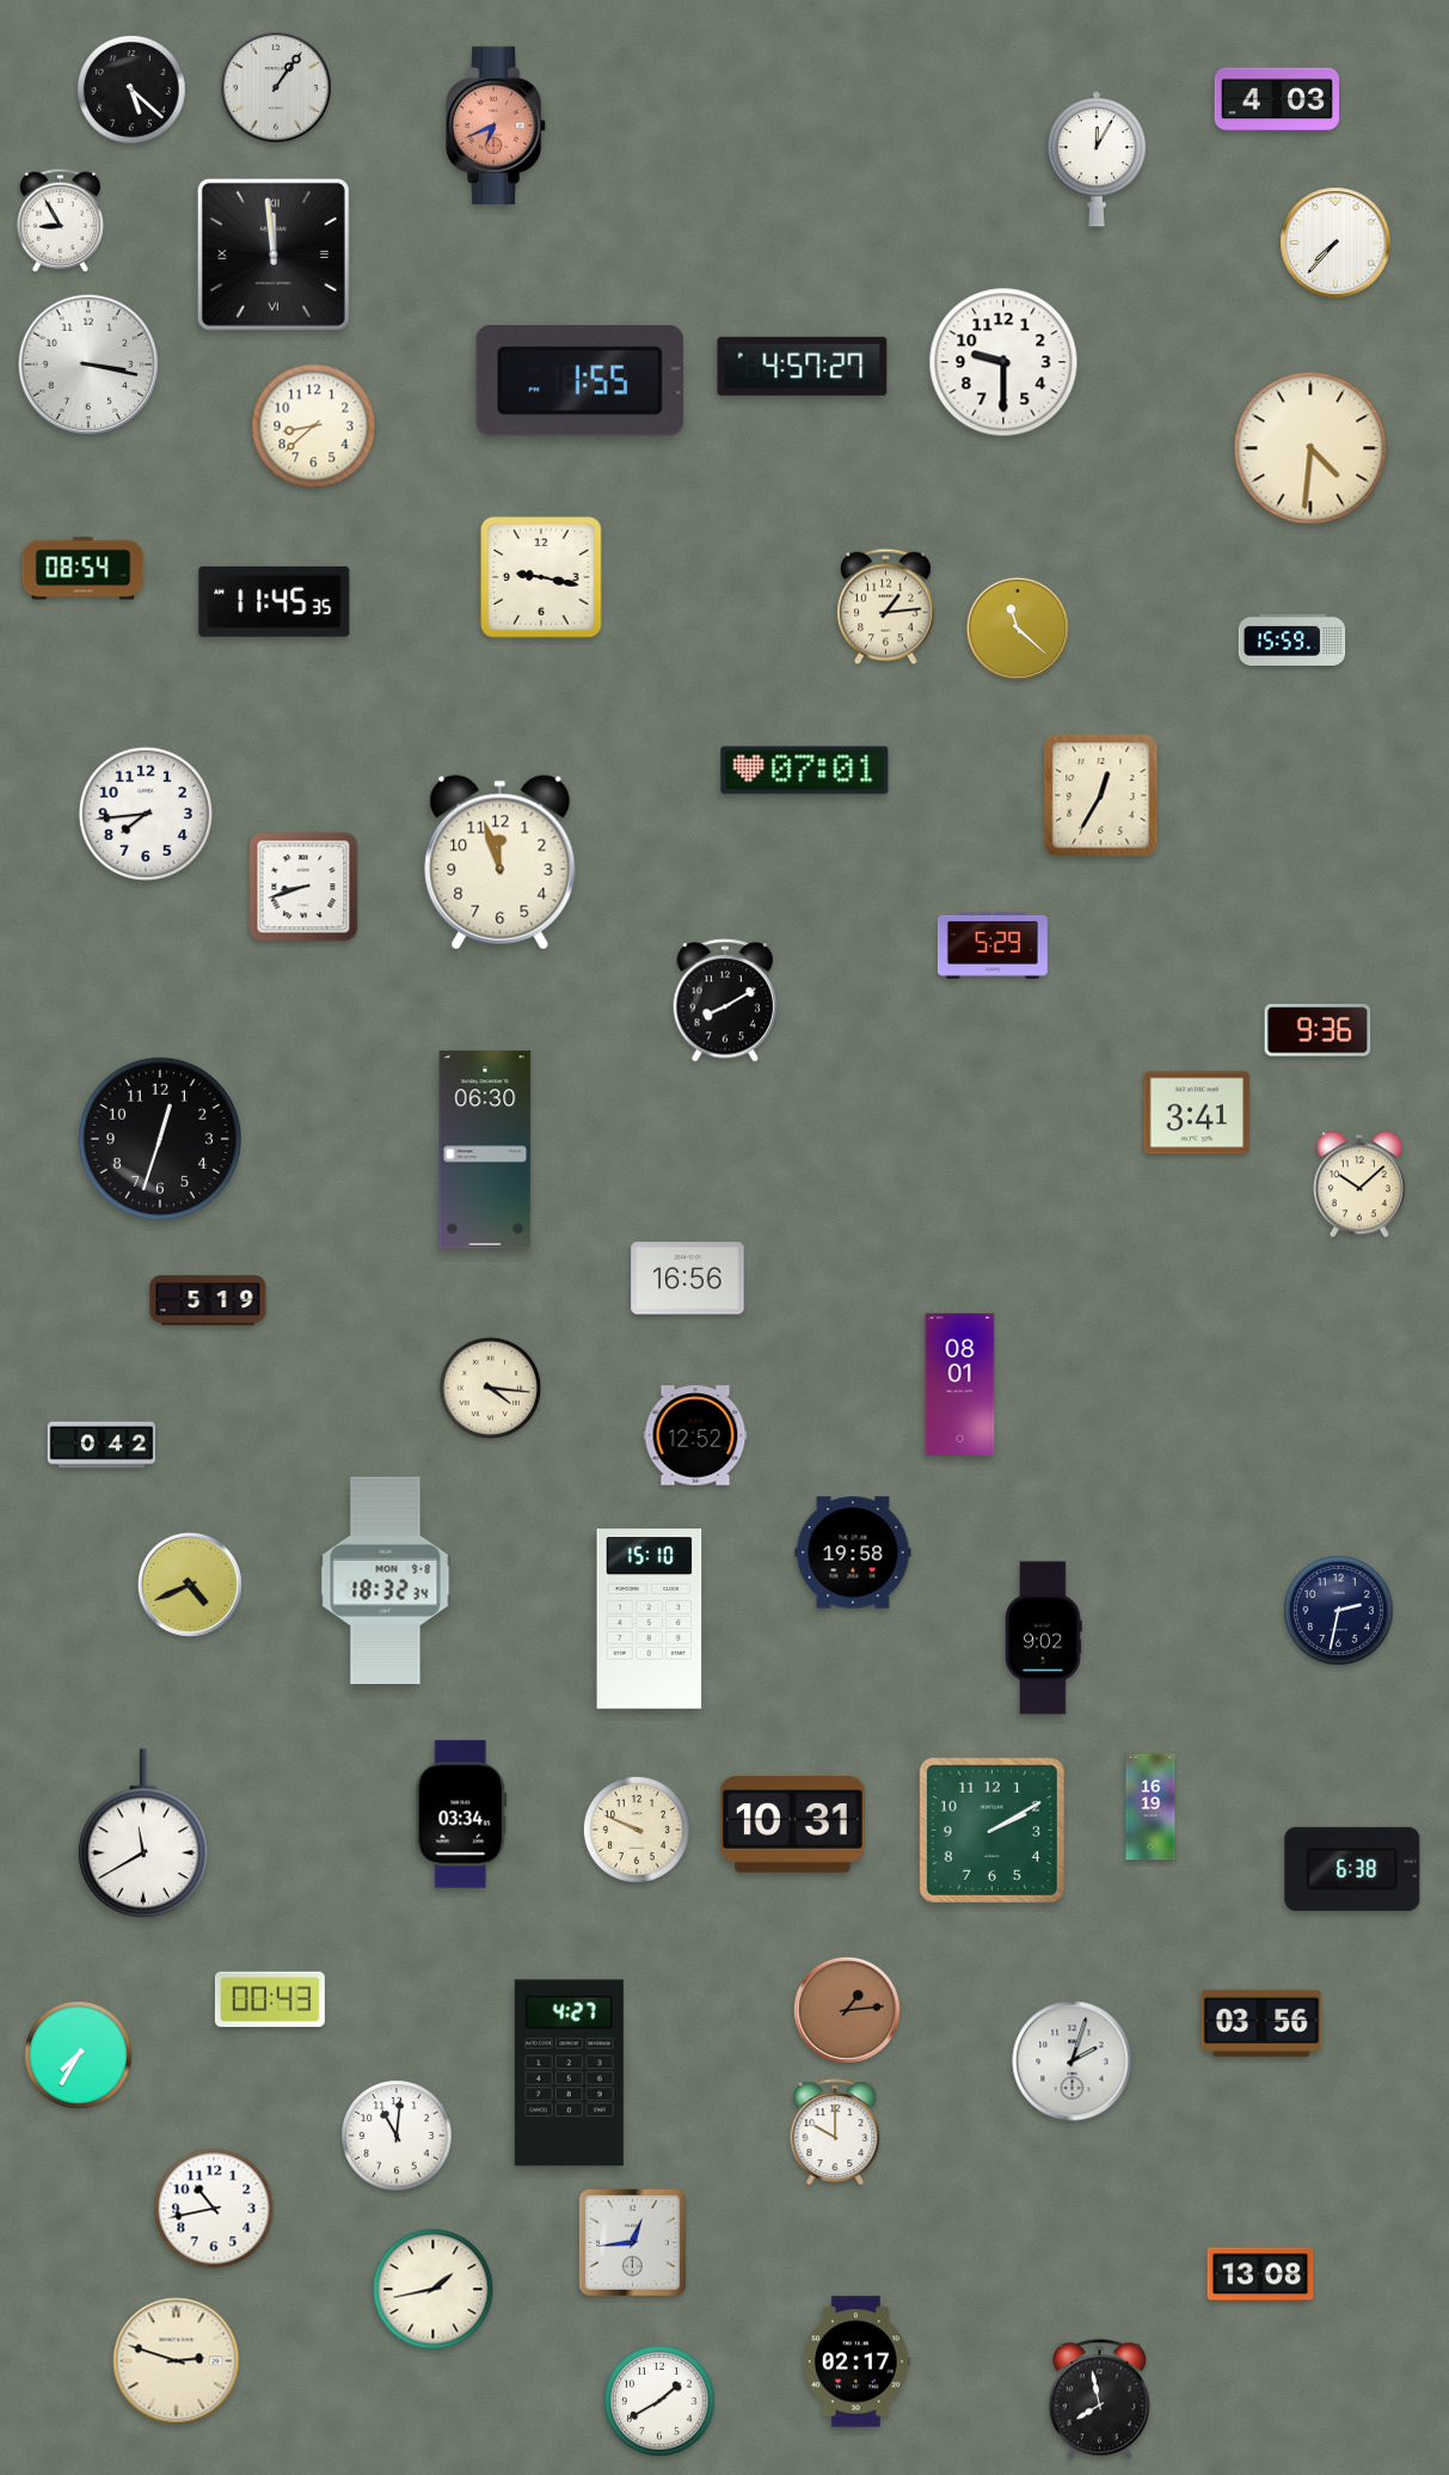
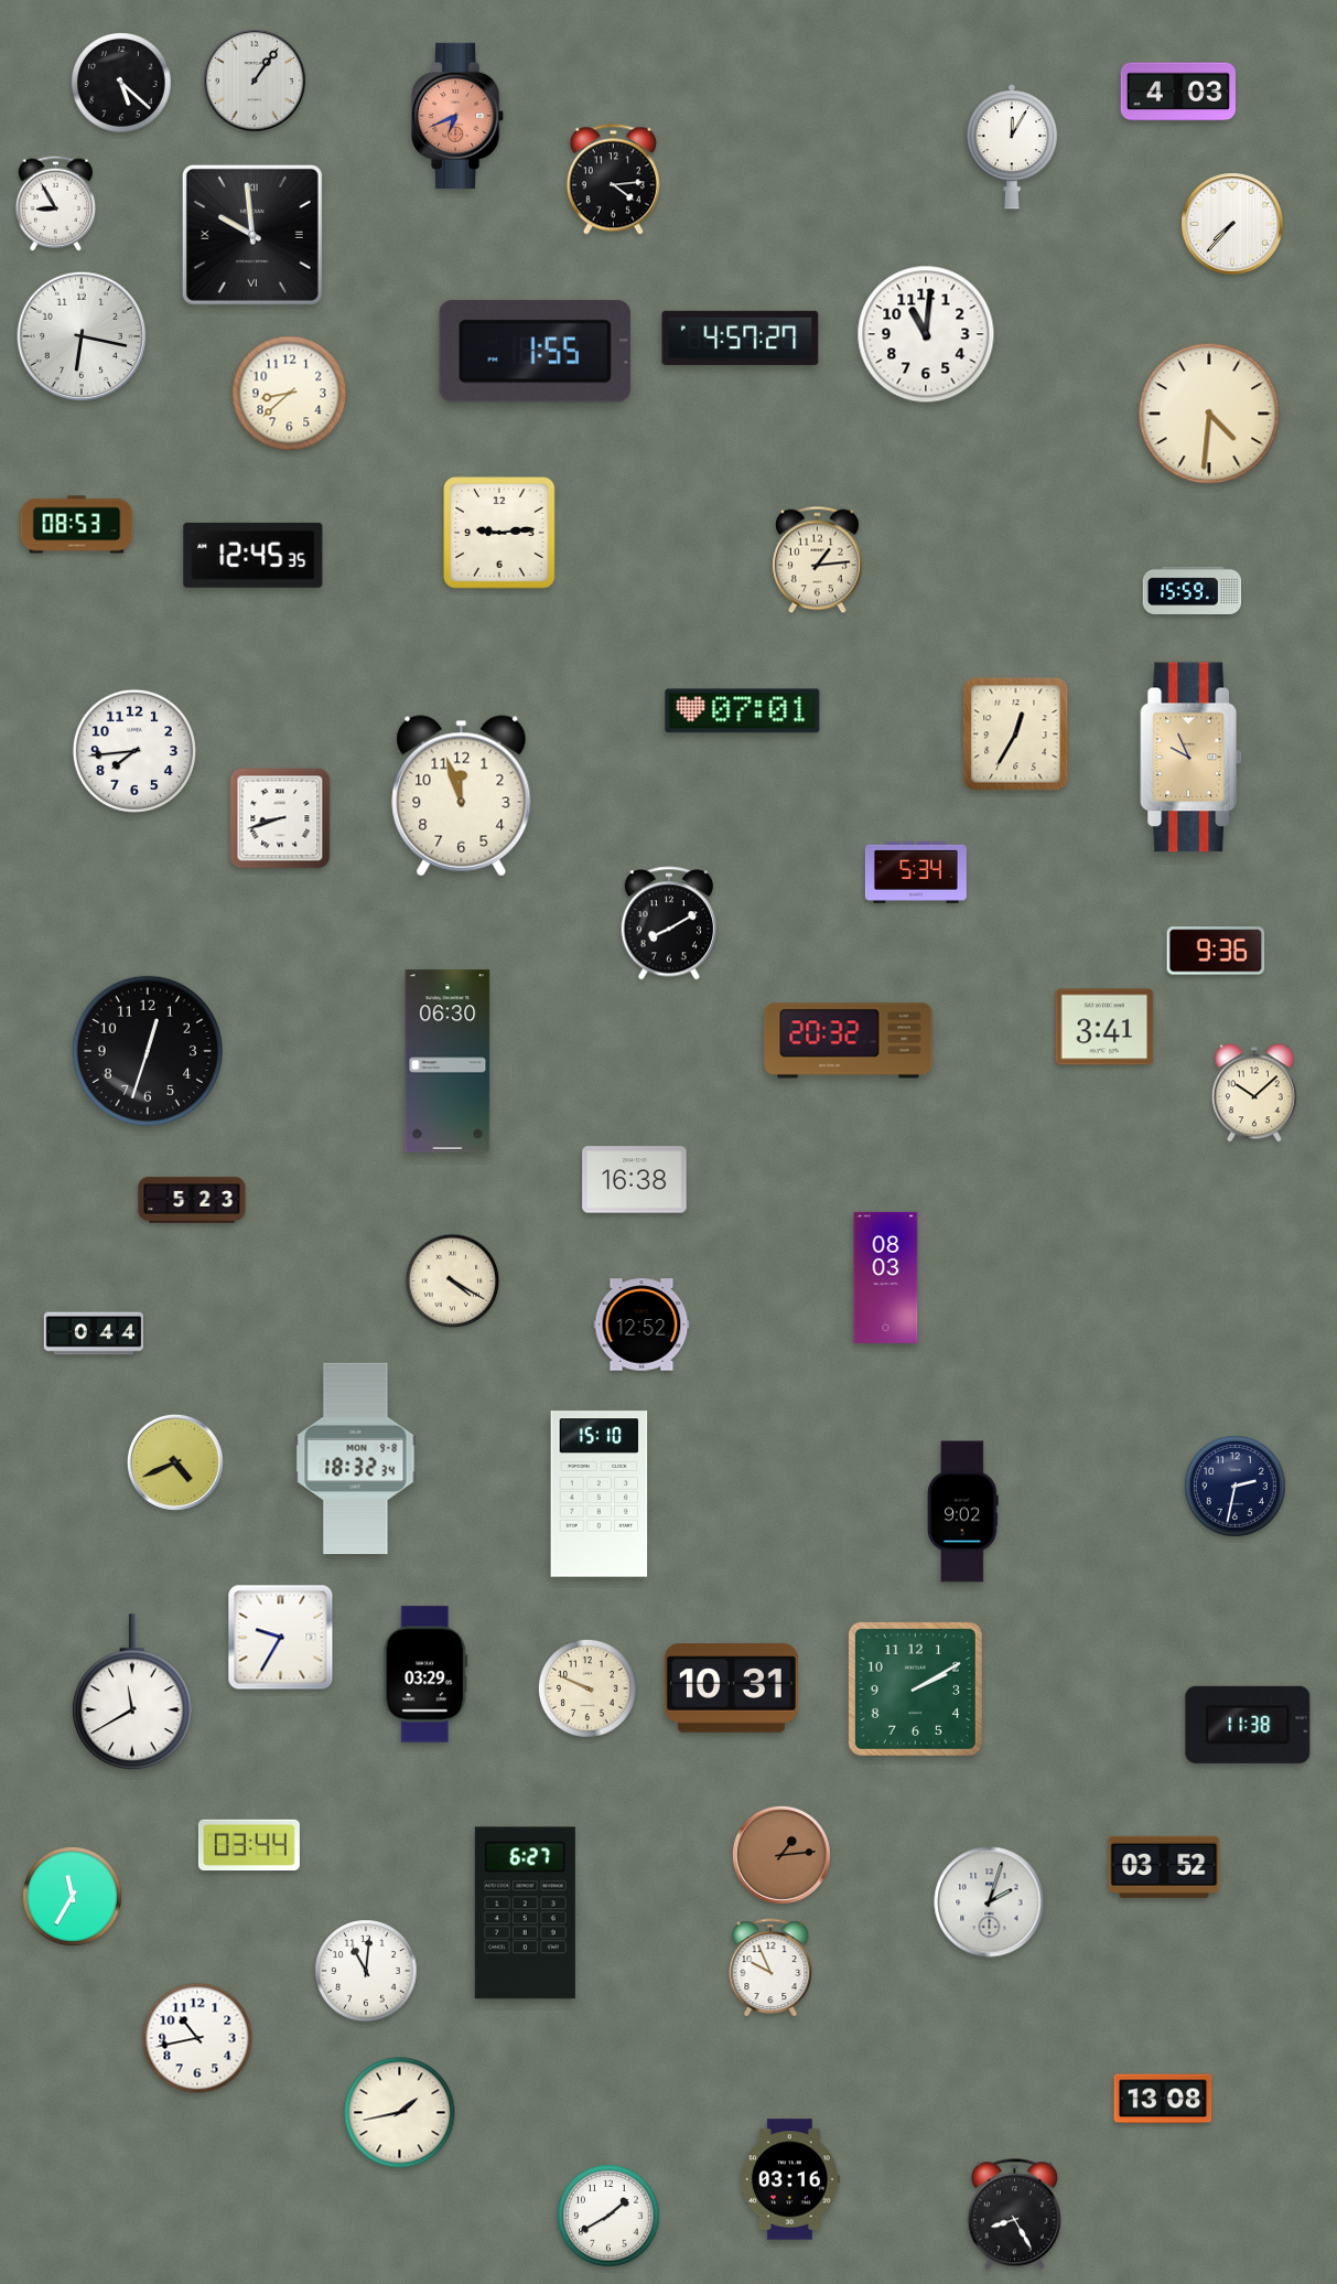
clock at (613, 180): none -> 4:14
clock at (274, 255): 11:59 -> 9:59
clock at (1003, 362): 9:30 -> 11:01
clock at (88, 364): 3:17 -> 6:17
clock at (84, 569): 08:54 -> 08:53
clock at (541, 577): 9:17 -> 9:14
clock at (275, 601): 11:45 -> 12:45
clock at (1018, 629): 11:22 -> none
clock at (1192, 758): none -> 9:56
clock at (993, 945): 5:29 -> 5:34
clock at (849, 1041): none -> 20:32
clock at (688, 1279): 16:56 -> 16:38
clock at (208, 1300): 5:19 -> 5:23
clock at (960, 1384): 08:01 -> 08:03
clock at (491, 1389): 4:16 -> 4:20
clock at (100, 1445): 0:42 -> 0:44
clock at (853, 1552): 19:58 -> none
clock at (281, 1638): none -> 9:35
clock at (1150, 1807): 16:19 -> none
clock at (461, 1814): 03:34 -> 03:29
clock at (792, 1825) position: (792, 1825) -> (731, 1688)
clock at (1352, 1869): 6:38 -> 11:38
clock at (270, 1999): 00:43 -> 03:44
clock at (1261, 2023): 03:56 -> 03:52
clock at (78, 2054): 7:35 -> 11:35
clock at (569, 2073): 4:27 -> 6:27
clock at (835, 2133): 10:00 -> 9:56
clock at (632, 2242): 12:44 -> none
clock at (177, 2361): 2:48 -> none
clock at (856, 2361): 02:17 -> 03:16
clock at (1099, 2400): 7:58 -> 8:25
